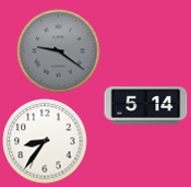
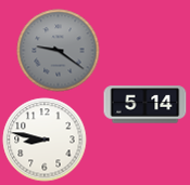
clock at (45, 141): 8:36 -> 8:47
